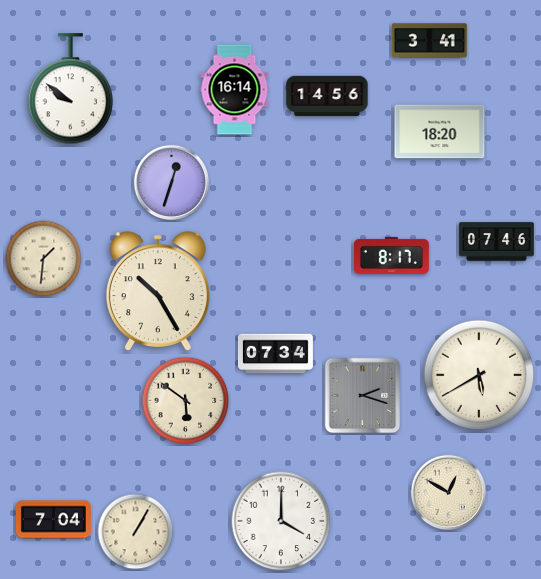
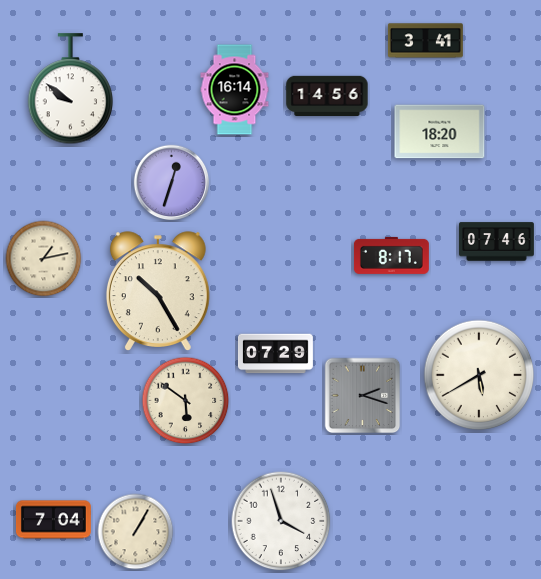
clock at (429, 41) position: (429, 41) -> (425, 41)
clock at (44, 259): 1:31 -> 1:13
clock at (275, 354): 07:34 -> 07:29
clock at (449, 493): 12:50 -> none
clock at (281, 521): 4:00 -> 3:57
